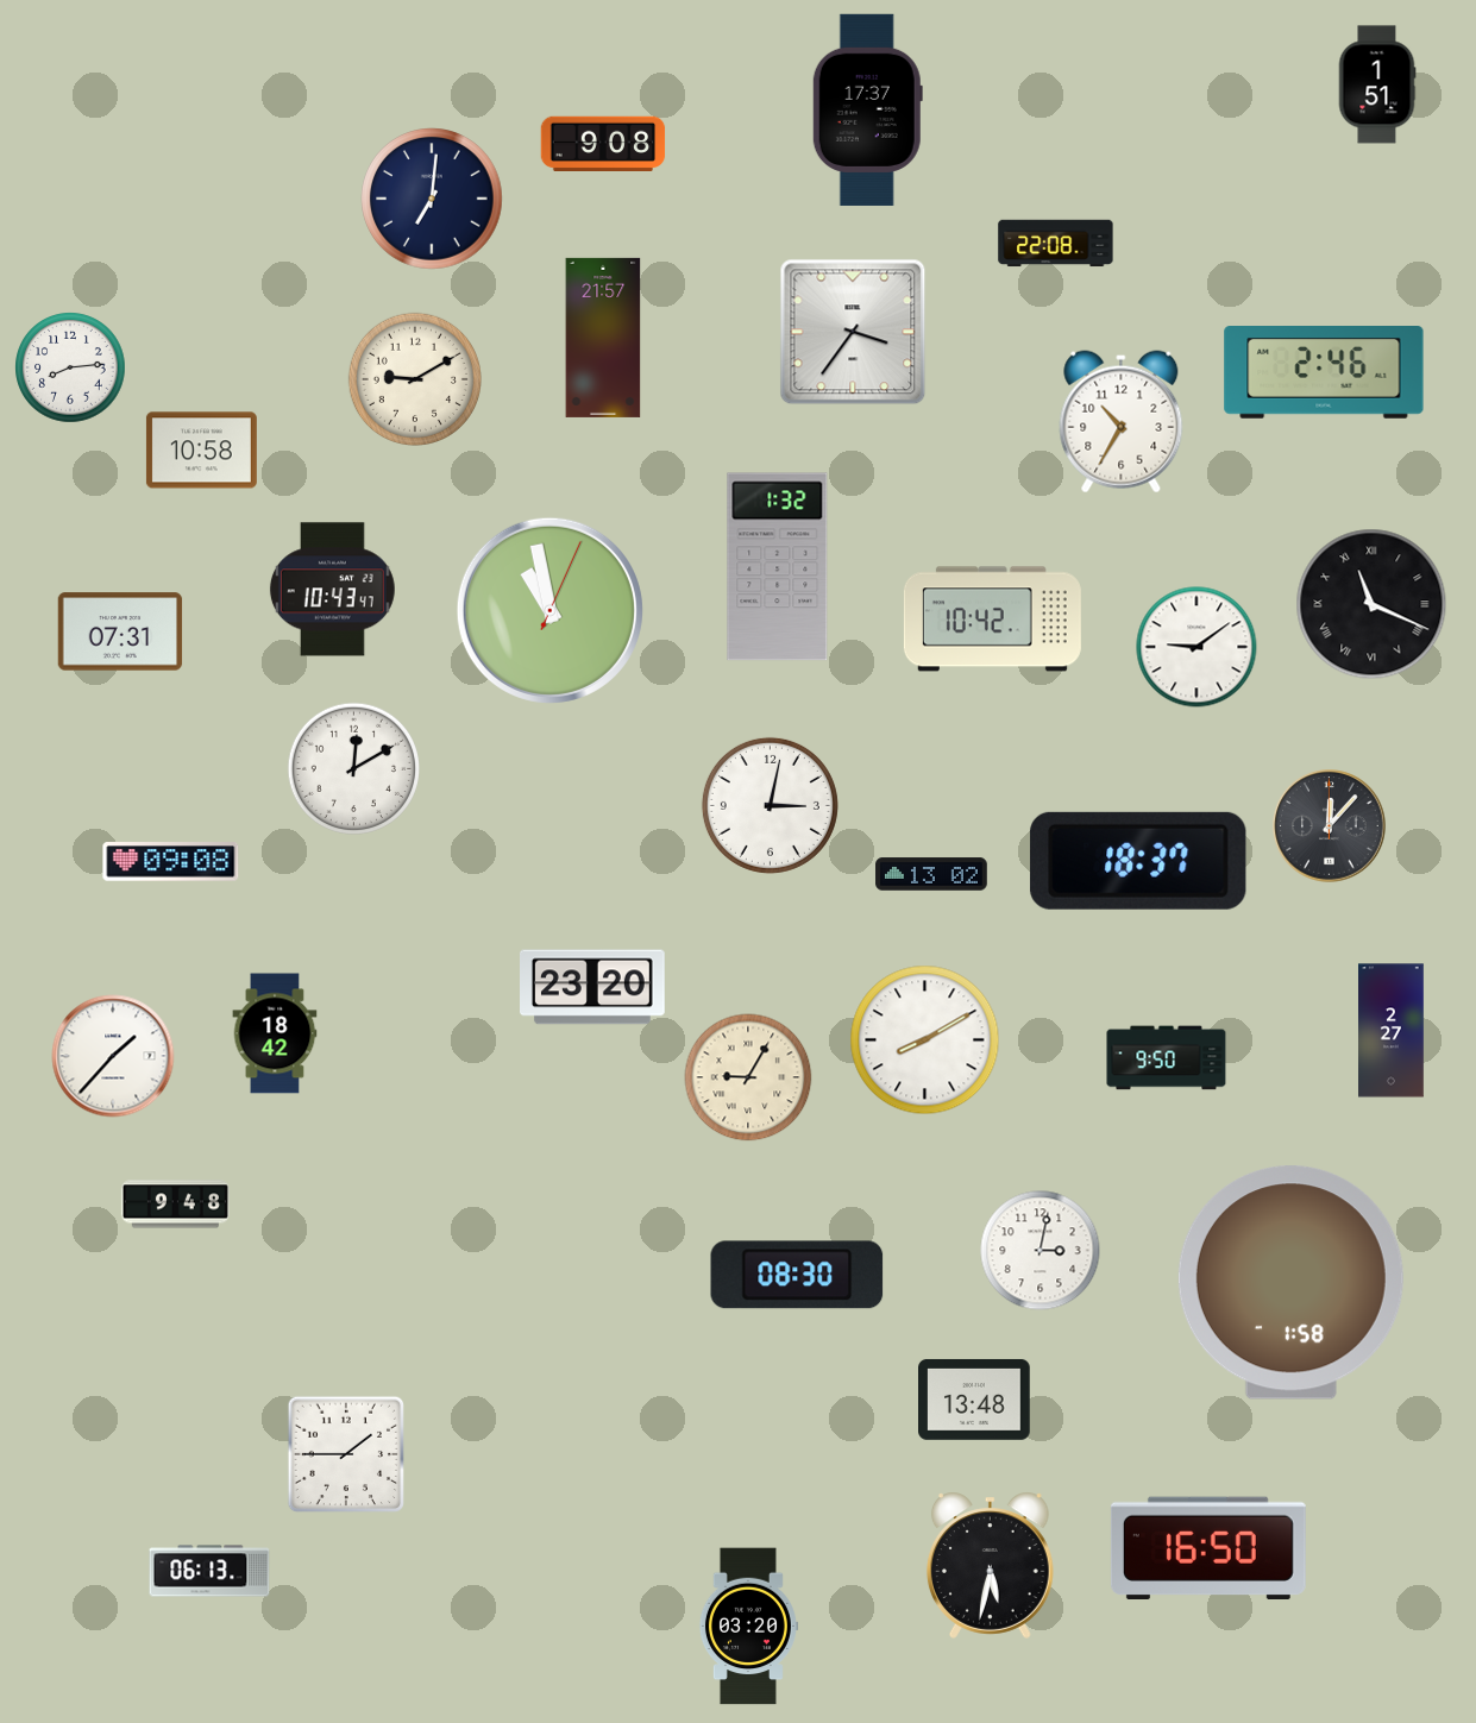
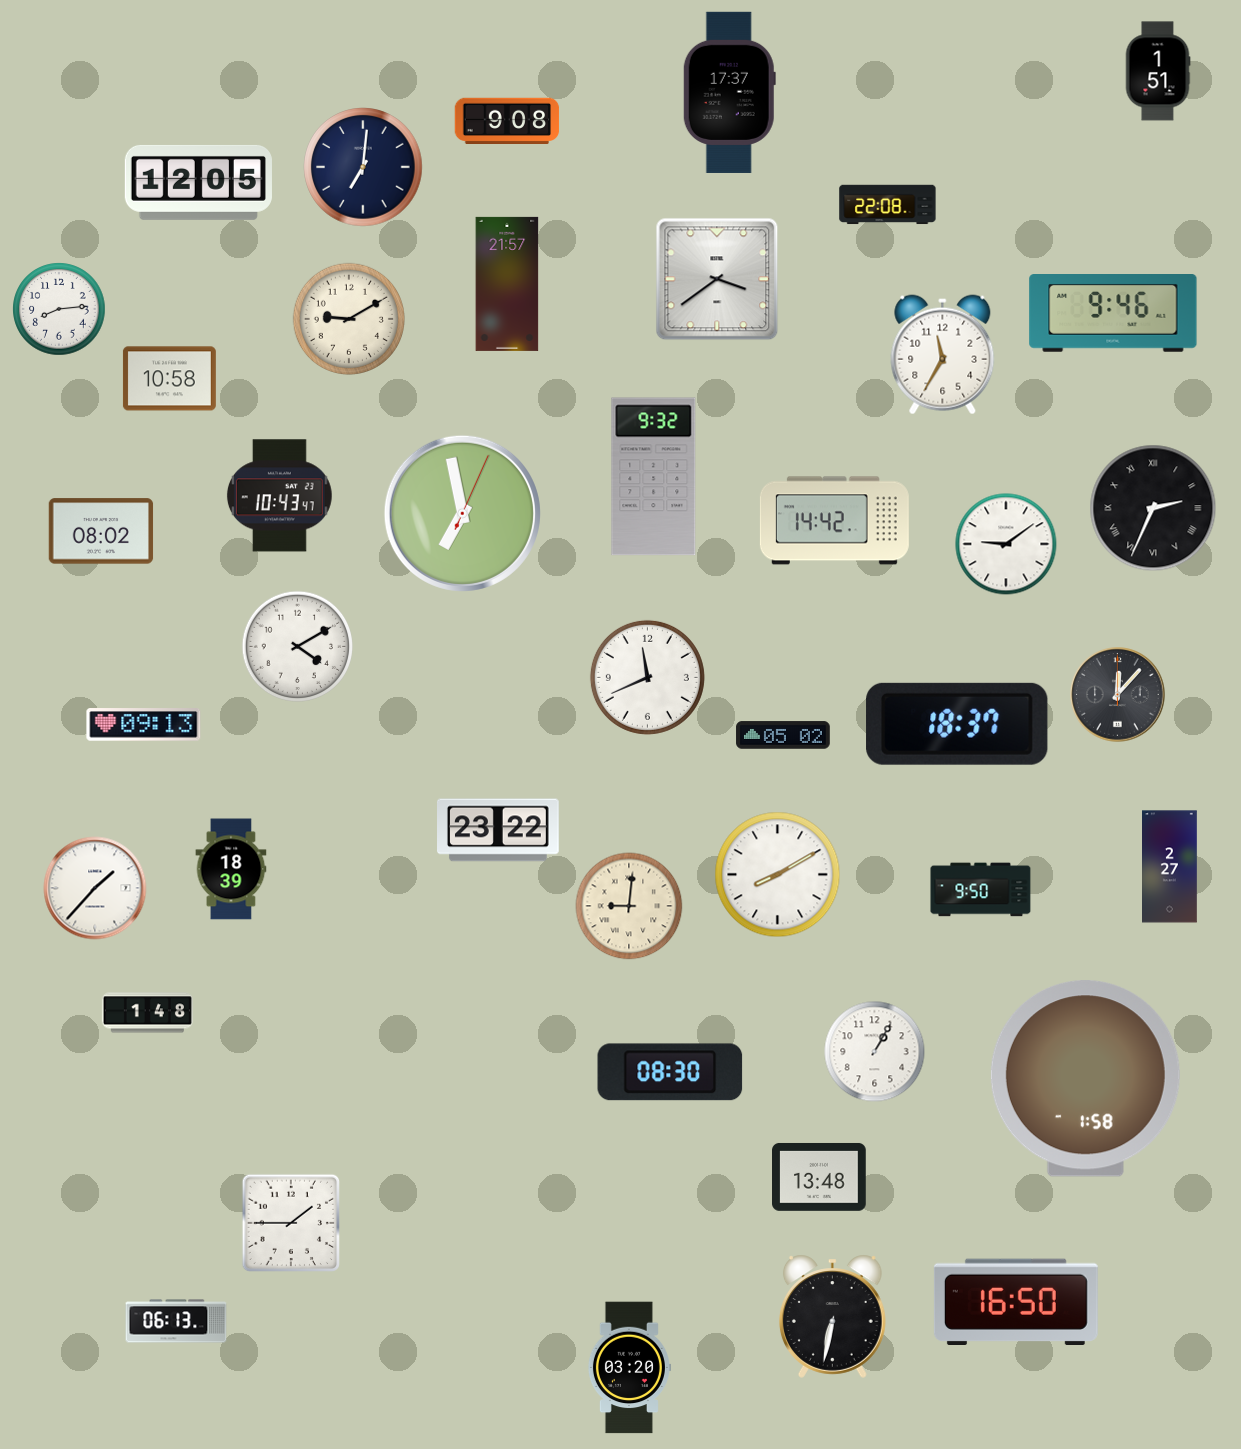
clock at (198, 182): none -> 12:05
clock at (853, 332): 3:36 -> 3:39
clock at (1324, 372): 2:46 -> 9:46
clock at (1122, 422): 10:35 -> 11:35
clock at (778, 567): 1:32 -> 9:32
clock at (1371, 604): 11:19 -> 2:34
clock at (549, 610): 10:58 -> 6:58
clock at (992, 620): 10:42 -> 14:42
clock at (120, 631): 07:31 -> 08:02
clock at (353, 769): 12:10 -> 4:10
clock at (770, 805): 3:02 -> 11:41
clock at (171, 862): 09:08 -> 09:13
clock at (931, 874): 13:02 -> 05:02
clock at (593, 987): 23:20 -> 23:22
clock at (275, 1033): 18:42 -> 18:39
clock at (748, 1077): 9:05 -> 9:01
clock at (175, 1205): 9:48 -> 1:48
clock at (1041, 1251): 3:02 -> 1:05
clock at (990, 1565): 5:32 -> 6:32
